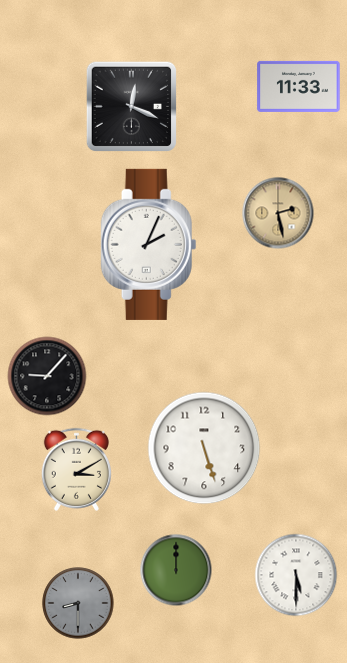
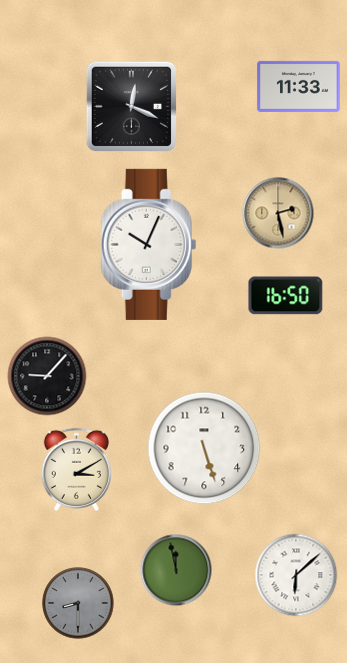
clock at (149, 244): 2:04 -> 10:04
clock at (286, 296): none -> 16:50
clock at (176, 570): 12:00 -> 11:58
clock at (296, 575): 5:30 -> 6:08
